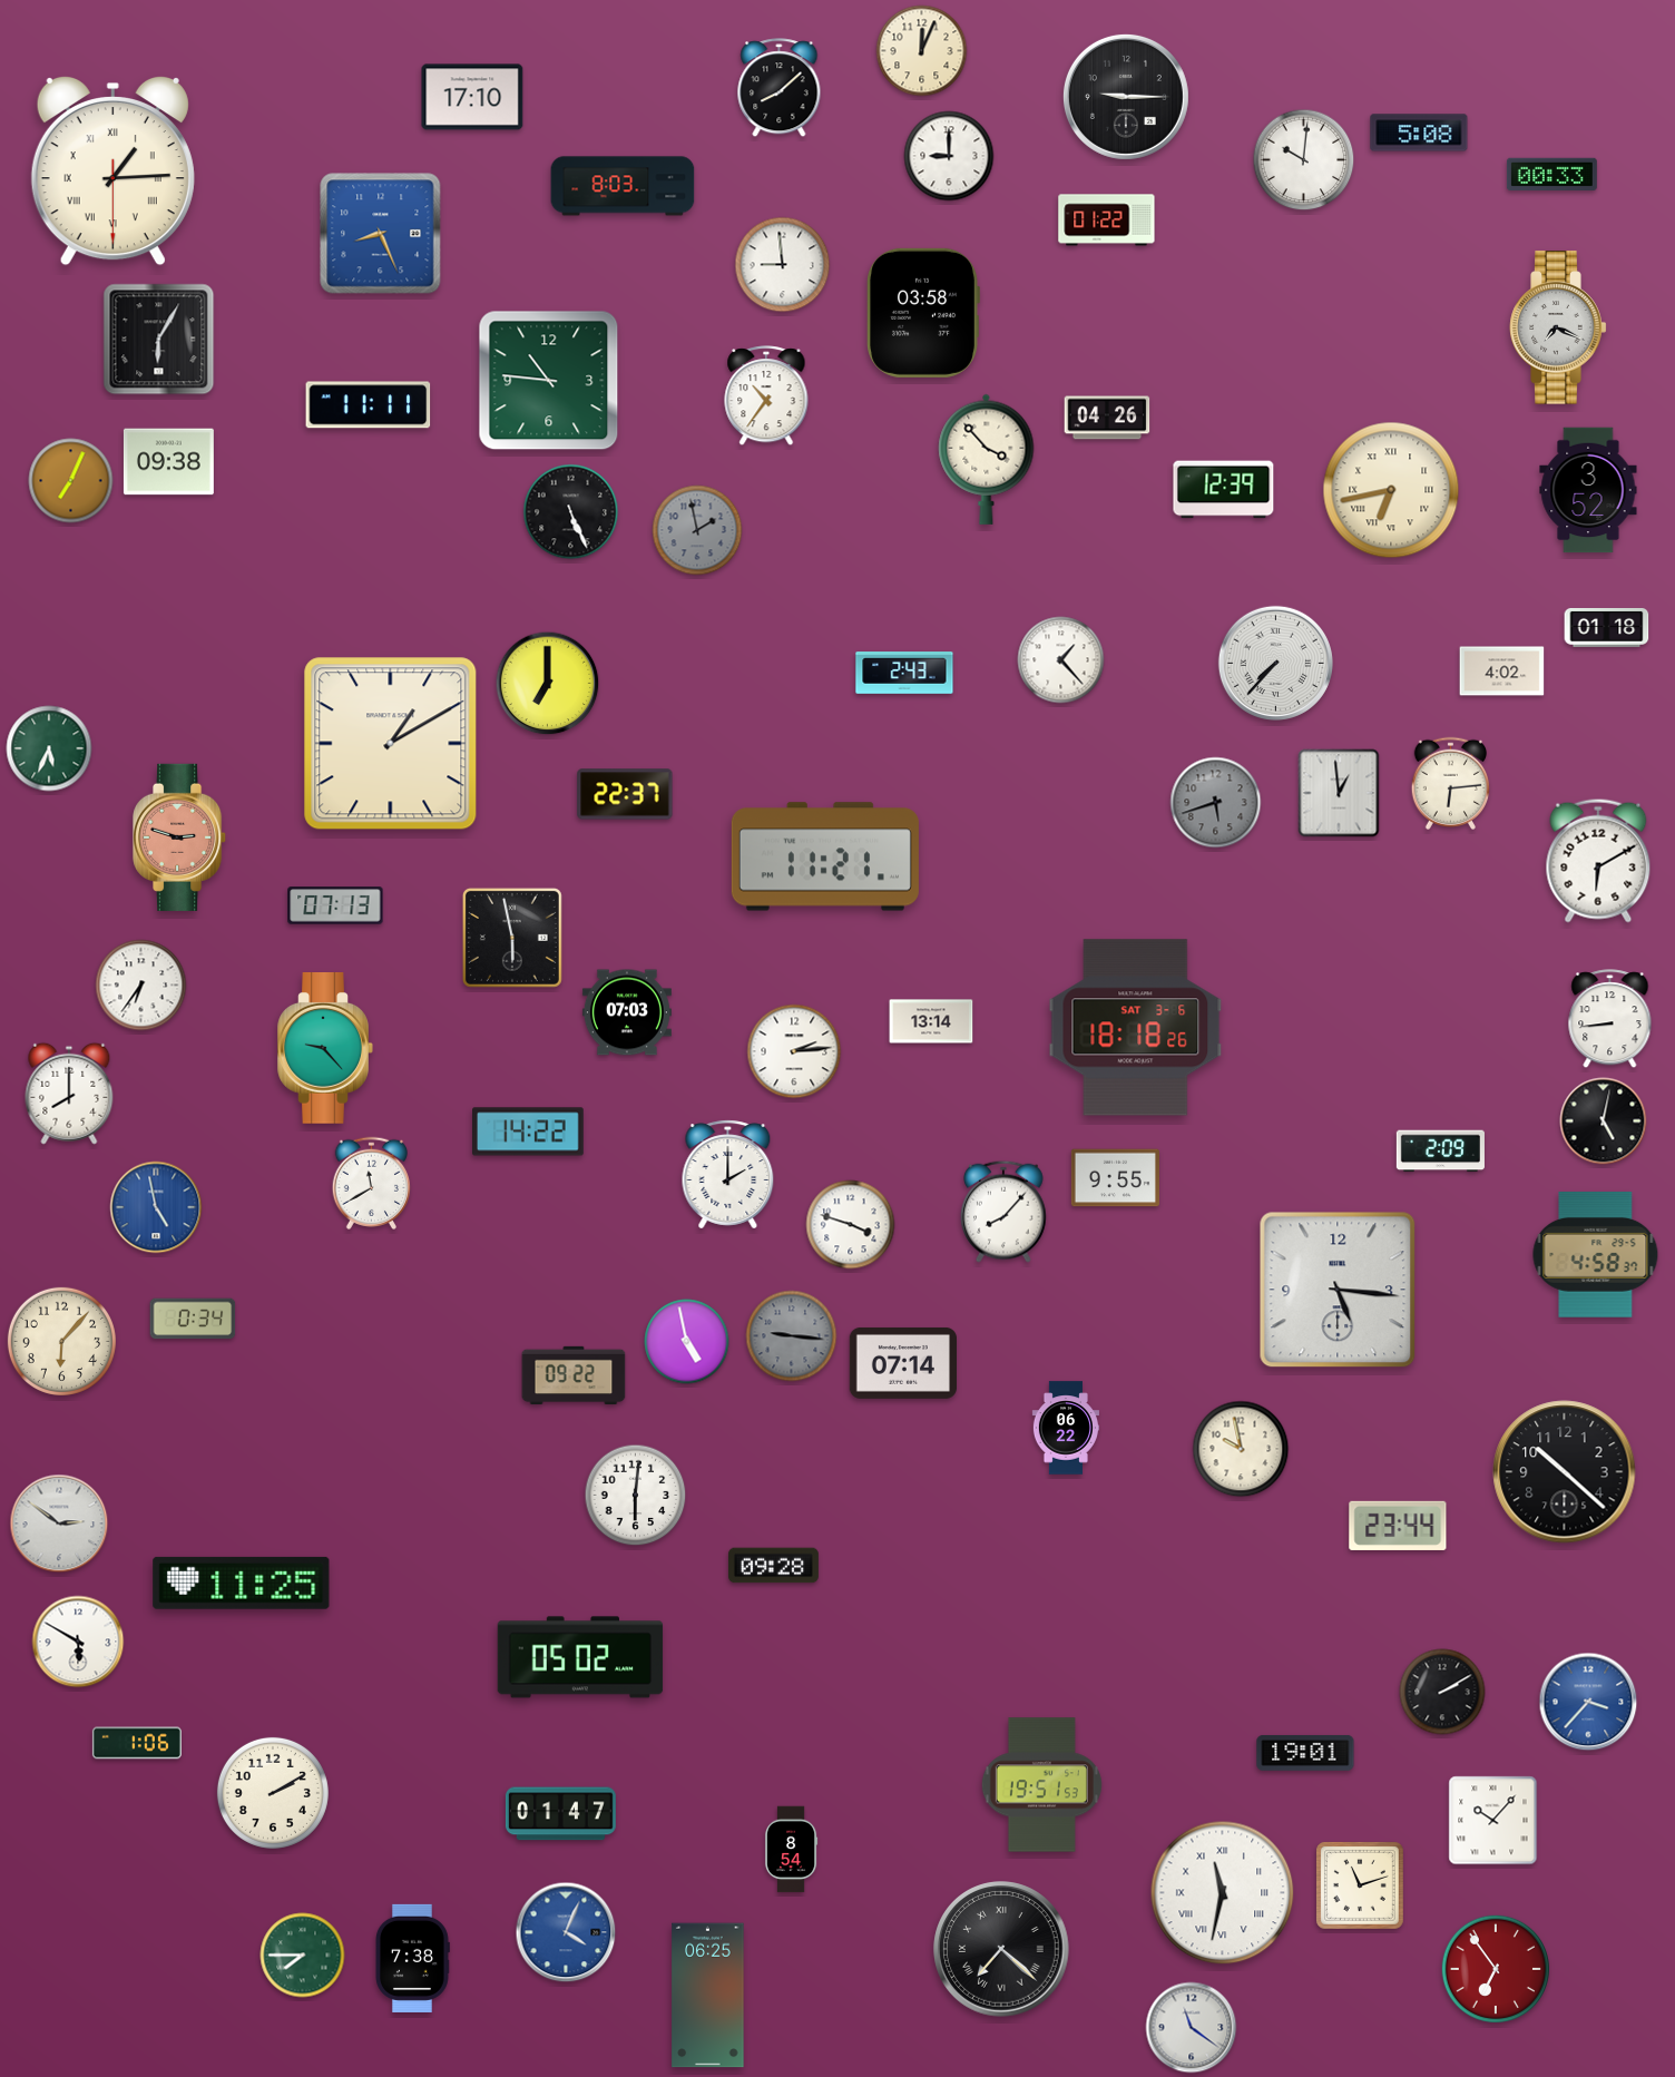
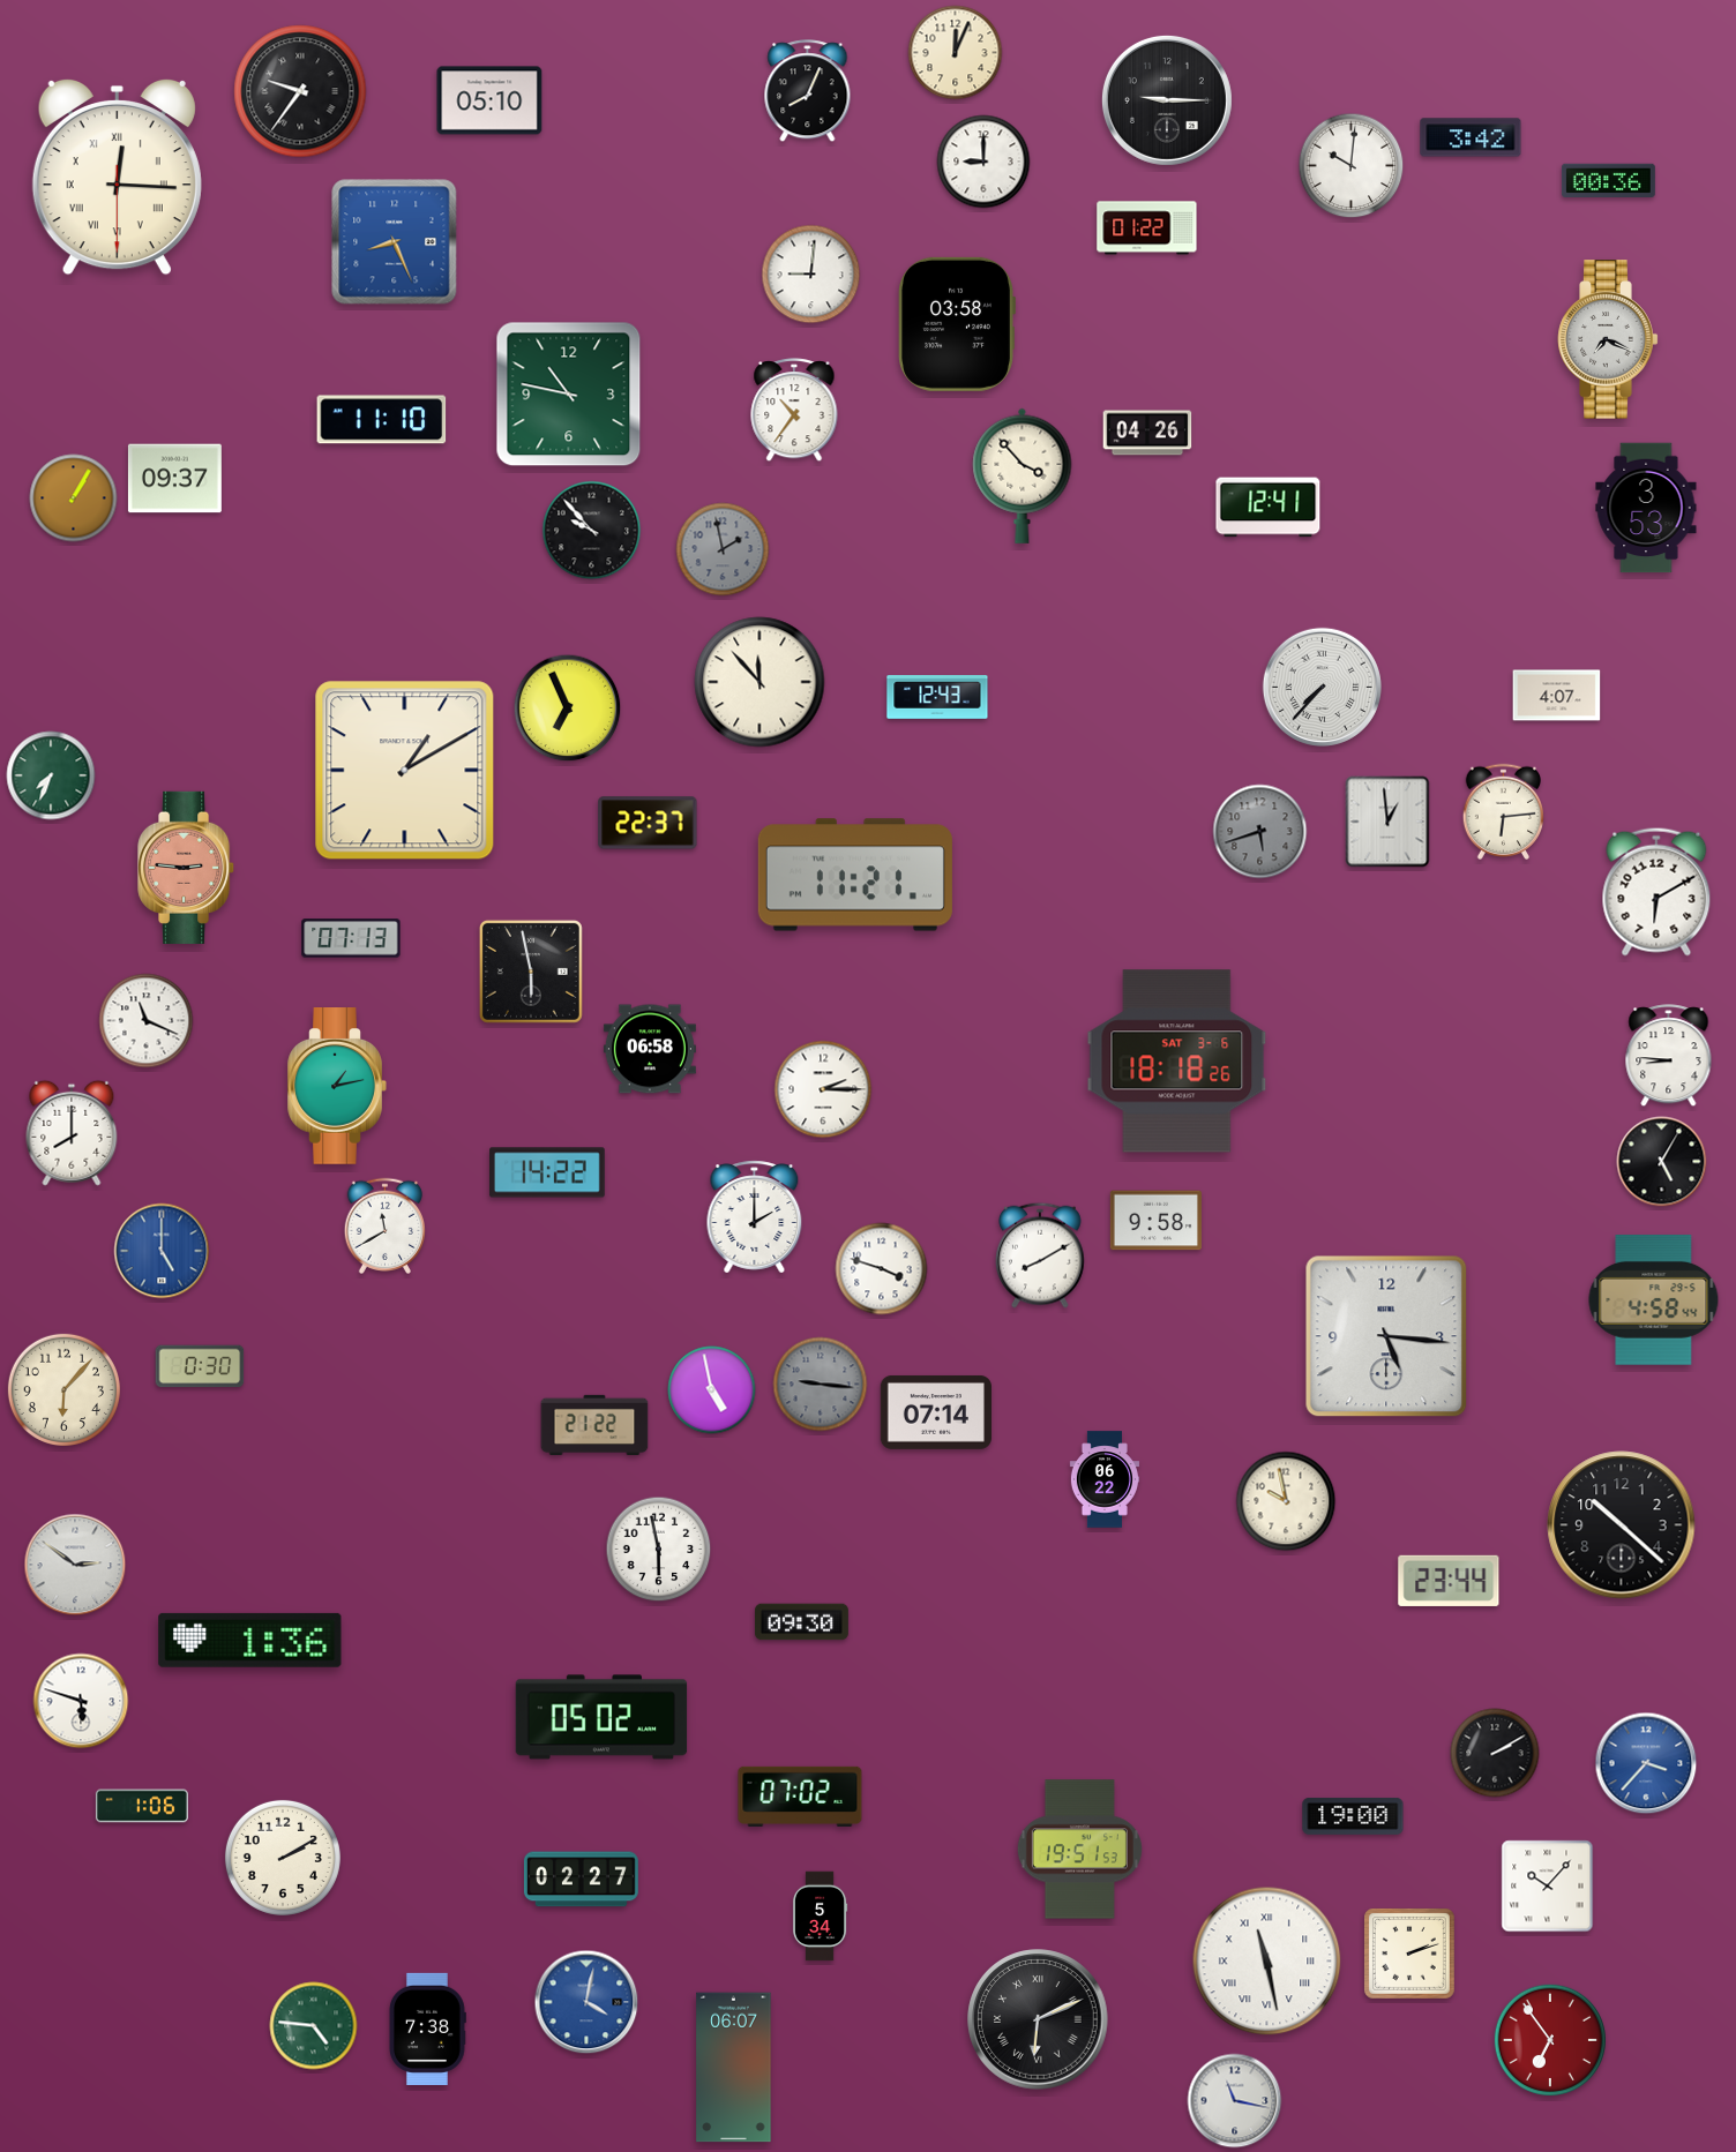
clock at (300, 91): none -> 9:36
clock at (780, 88): 8:08 -> 8:04
clock at (472, 97): 17:10 -> 05:10
clock at (1419, 133): 5:08 -> 3:42
clock at (112, 170): 1:14 -> 12:15
clock at (1551, 174): 00:33 -> 00:36
clock at (623, 186): 8:03 -> none
clock at (783, 265): 8:59 -> 9:01
clock at (1558, 327) position: (1558, 327) -> (1608, 339)
clock at (159, 340): 6:05 -> none
clock at (549, 381): 10:46 -> 10:47
clock at (369, 405): 11:11 -> 11:10
clock at (168, 462): 09:38 -> 09:37
clock at (71, 481): 7:04 -> 1:05
clock at (1224, 490): 12:39 -> 12:41
clock at (1391, 490): 6:43 -> none
clock at (1588, 490): 3:52 -> 3:53
clock at (571, 512): 5:26 -> 9:53
clock at (1607, 628): 01:18 -> none
clock at (759, 682): none -> 11:53
clock at (1061, 660): 1:23 -> none
clock at (1502, 672): 4:02 -> 4:07
clock at (904, 673): 2:43 -> 12:43
clock at (548, 684): 7:00 -> 6:56
clock at (49, 748): 5:34 -> 7:34
clock at (180, 837): 2:48 -> 2:46
clock at (825, 856) position: (825, 856) -> (855, 875)
clock at (335, 905) position: (335, 905) -> (351, 938)
clock at (141, 986): 6:36 -> 11:19
clock at (627, 1012): 07:03 -> 06:58
clock at (1610, 1019): 8:44 -> 8:46
clock at (931, 1021): 13:14 -> none
clock at (1136, 1028) position: (1136, 1028) -> (1177, 1062)
clock at (325, 1049): 9:23 -> 1:13
clock at (794, 1051): 2:14 -> 2:15
clock at (1604, 1121): 5:02 -> 5:05
clock at (1440, 1152): 2:09 -> none
clock at (1115, 1178): 9:55 -> 9:58
clock at (156, 1207): 4:58 -> 5:00
clock at (1005, 1212): 8:07 -> 8:10
clock at (1596, 1255): 4:58:37 -> 4:58:44
clock at (193, 1319): 0:34 -> 0:30
clock at (574, 1375): 09:22 -> 21:22
clock at (636, 1496): 6:01 -> 5:58
clock at (59, 1524) position: (59, 1524) -> (75, 1565)
clock at (773, 1566): 09:28 -> 09:30
clock at (242, 1583): 11:25 -> 1:36
clock at (78, 1642): 5:50 -> 5:48
clock at (800, 1797): none -> 07:02
clock at (1305, 1753): 19:01 -> 19:00
clock at (560, 1814): 01:47 -> 02:27
clock at (791, 1850): 8:54 -> 5:34
clock at (1361, 1887): 11:12 -> 2:12
clock at (1223, 1893): 11:32 -> 11:28
clock at (566, 1932): 4:04 -> 4:02
clock at (1001, 1949): 7:22 -> 6:11
clock at (303, 1956): 7:45 -> 4:46
clock at (708, 1996): 06:25 -> 06:07
clock at (1192, 2028): 11:21 -> 11:17
